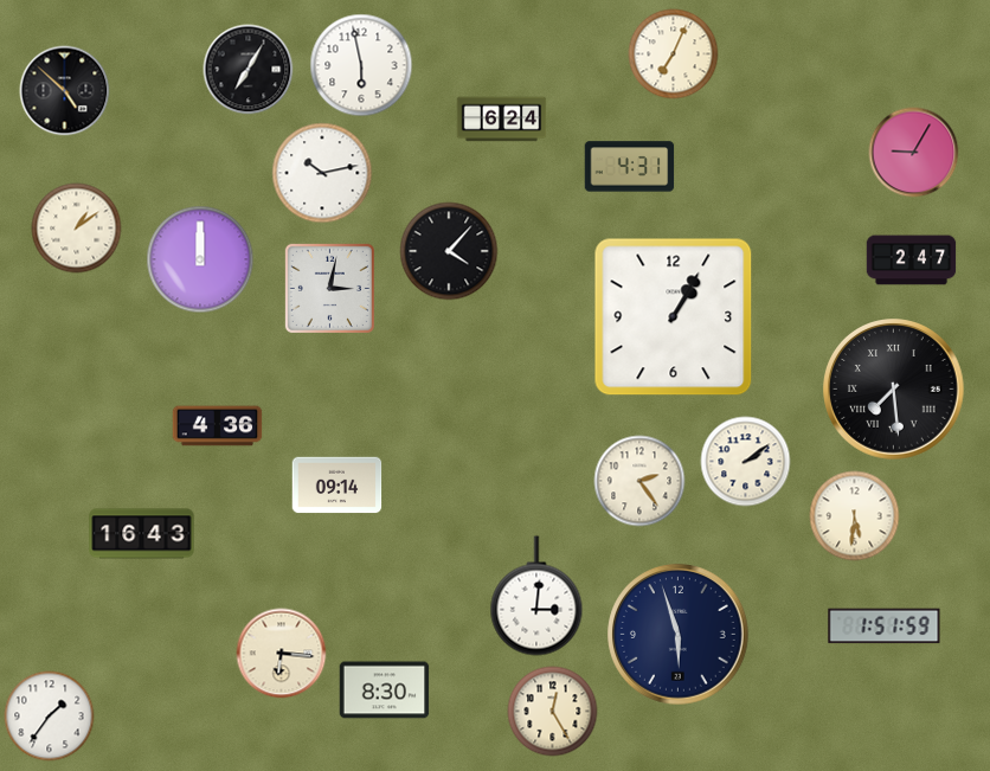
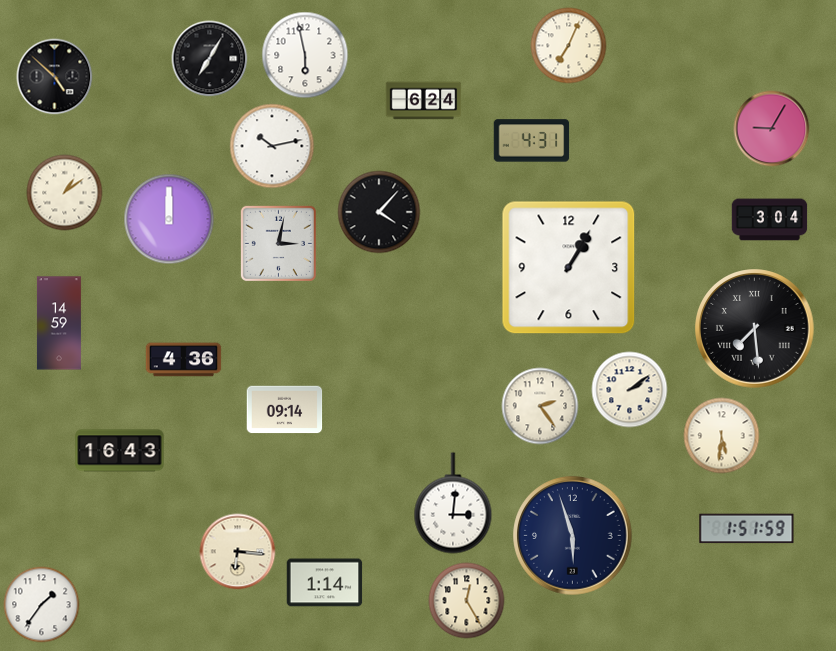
clock at (912, 261): 2:47 -> 3:04
clock at (59, 323): none -> 14:59
clock at (385, 690): 8:30 -> 1:14
